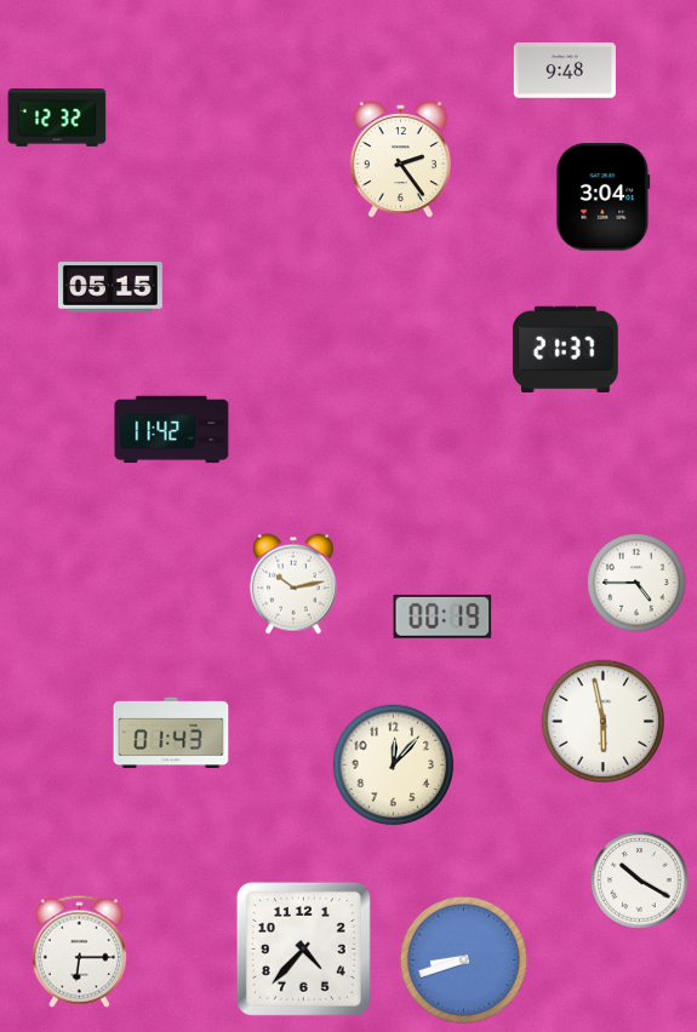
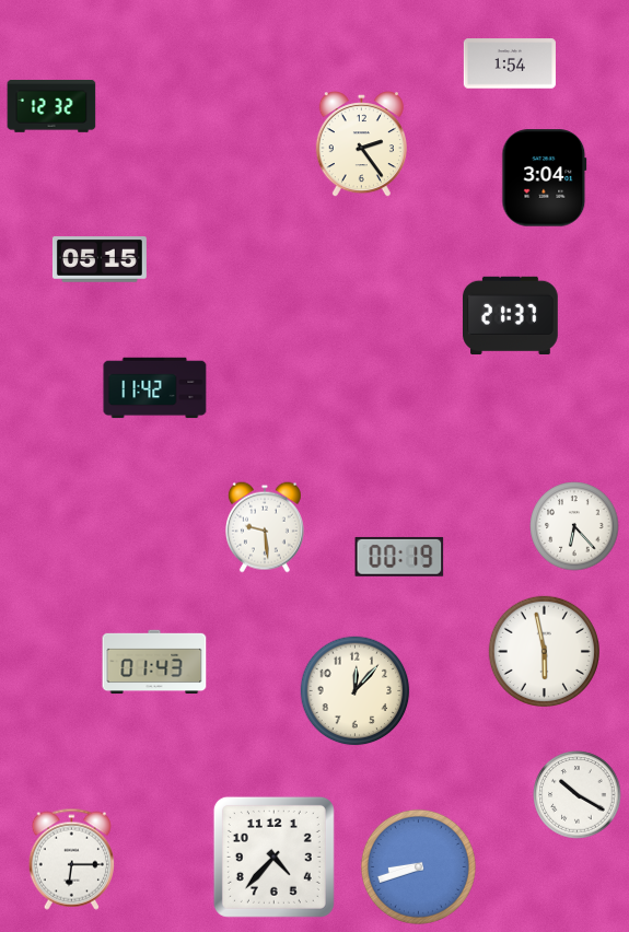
clock at (565, 70): 9:48 -> 1:54
clock at (636, 583): 4:45 -> 6:23
clock at (293, 584): 10:13 -> 9:29
